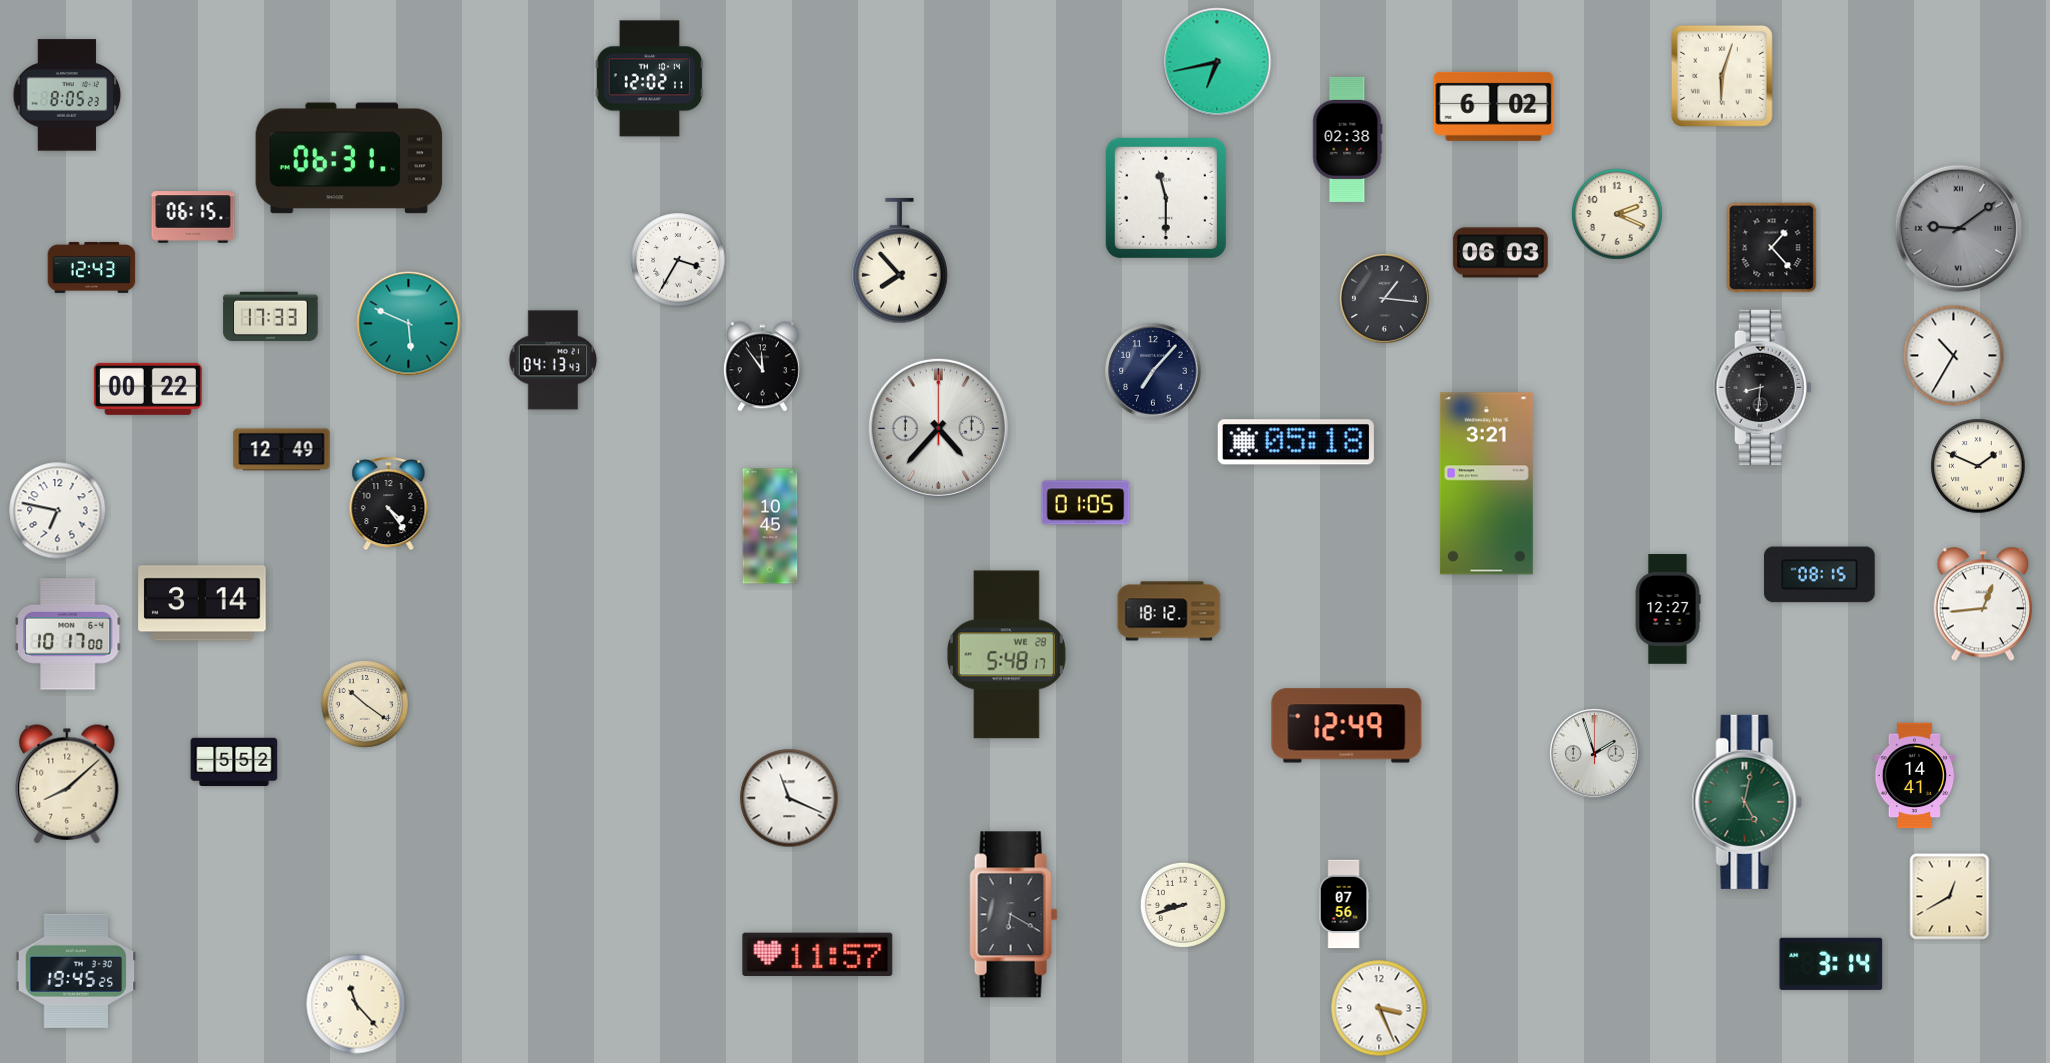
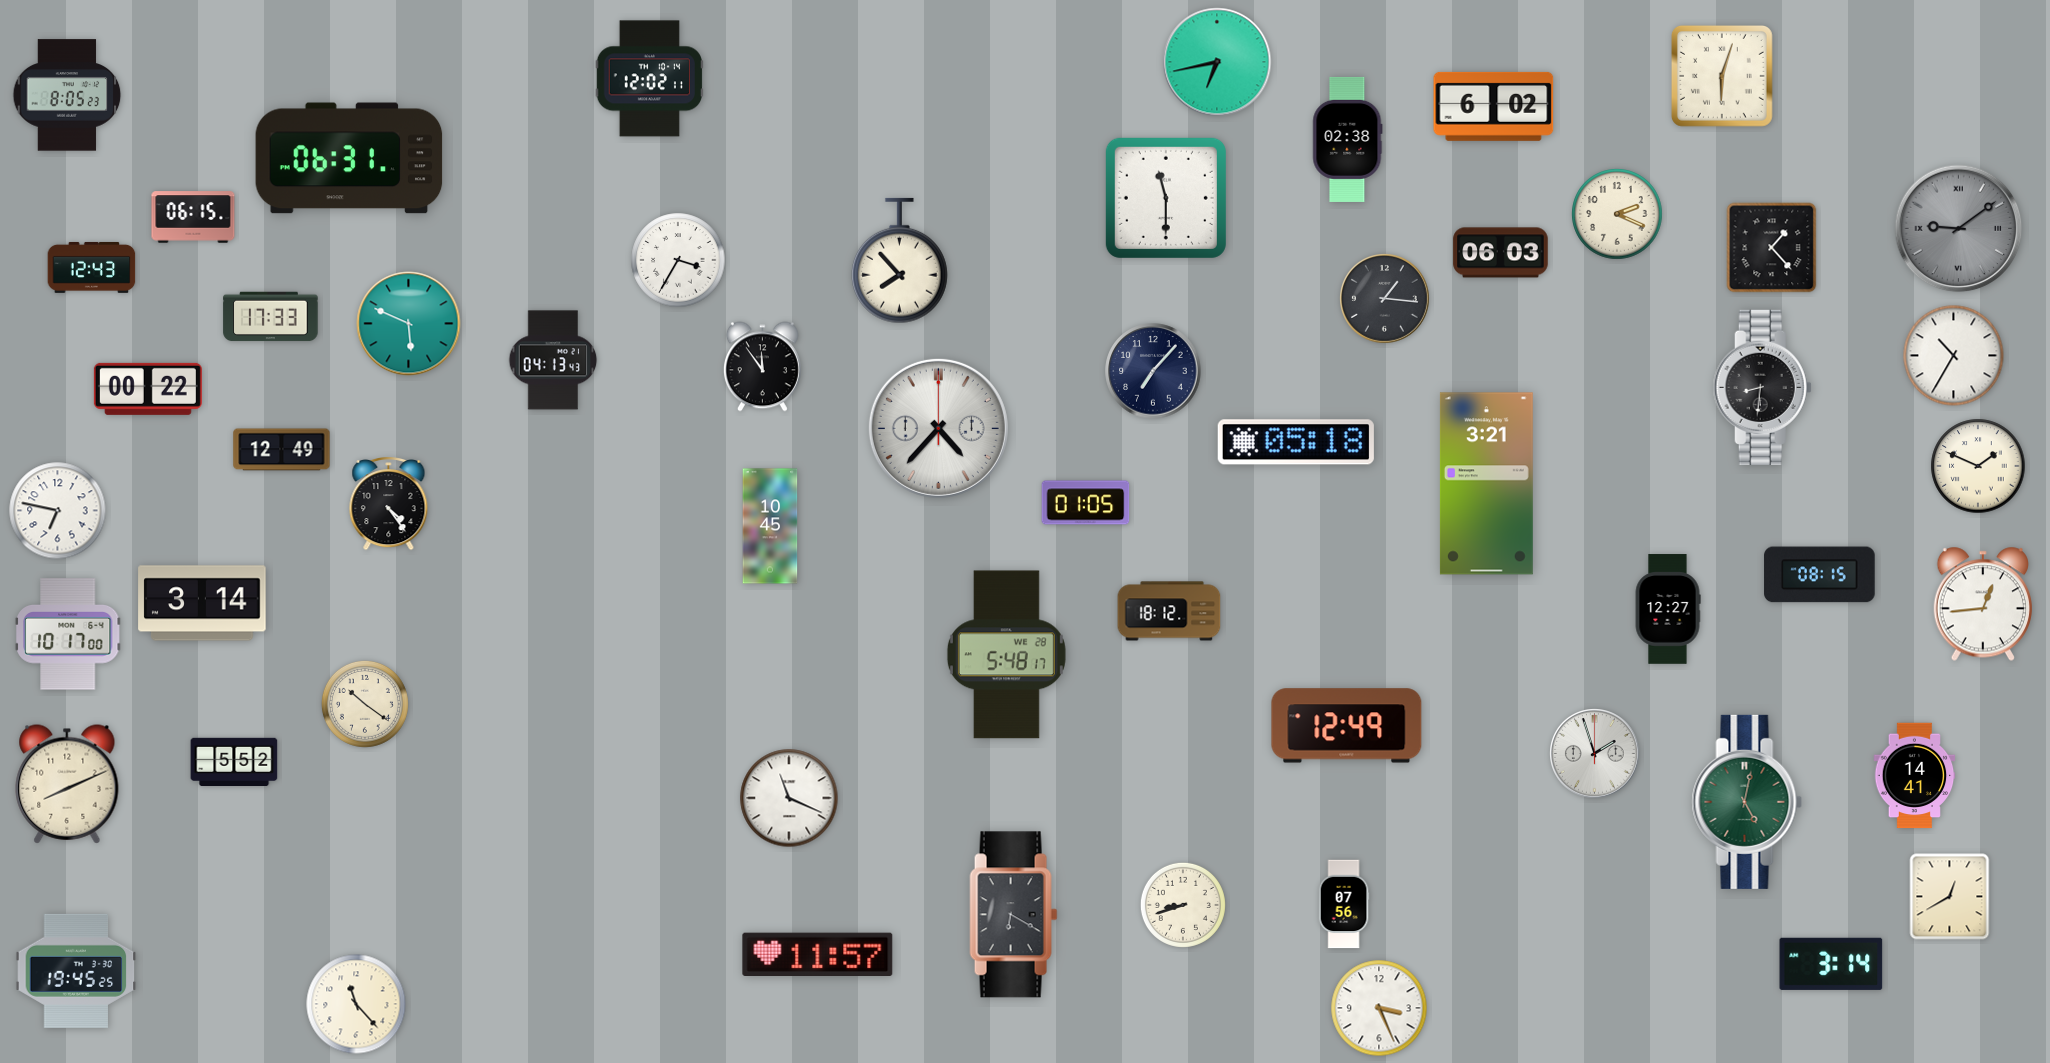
clock at (67, 784): 8:08 -> 8:11
